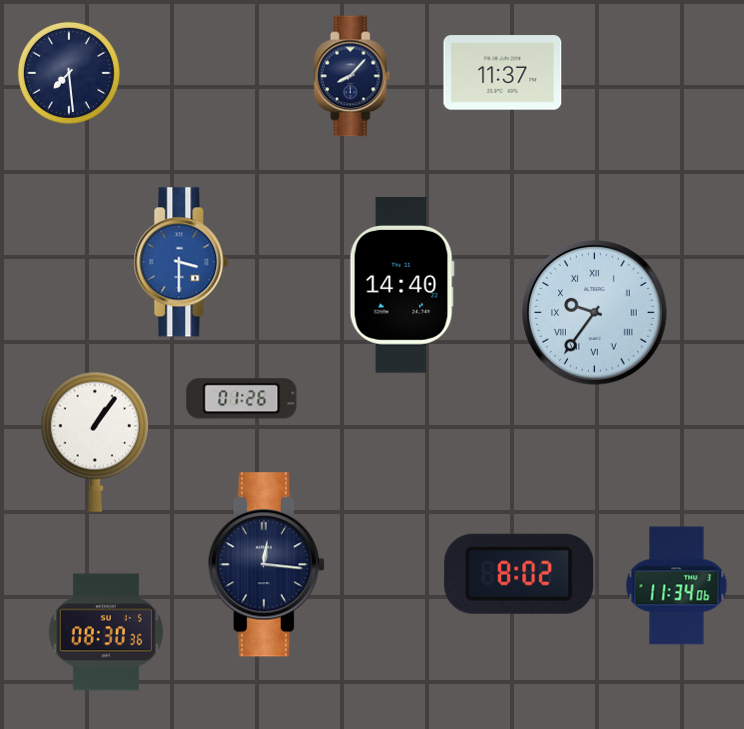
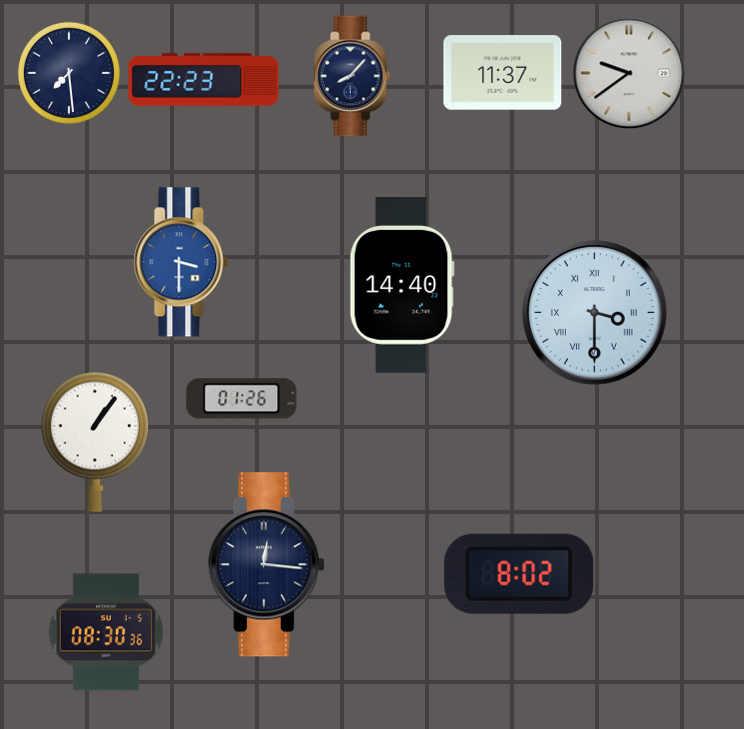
clock at (629, 73): none -> 9:39
clock at (204, 80): none -> 22:23
clock at (595, 313): 9:36 -> 3:30
clock at (677, 586): 11:34 -> none
